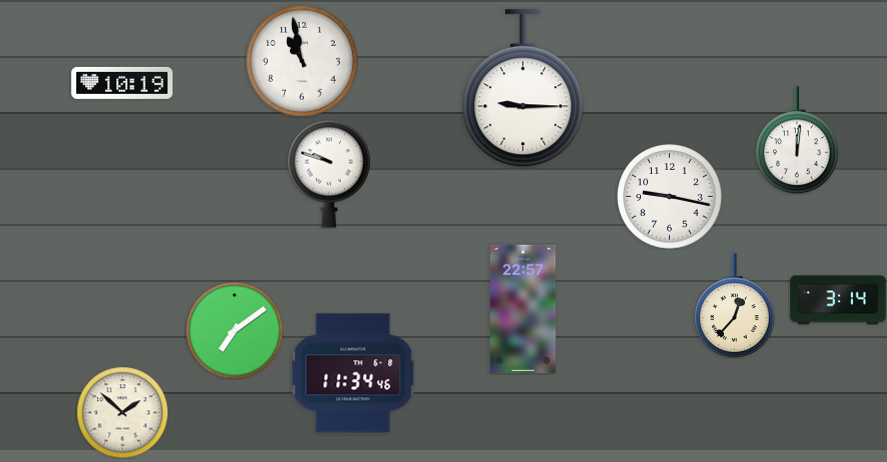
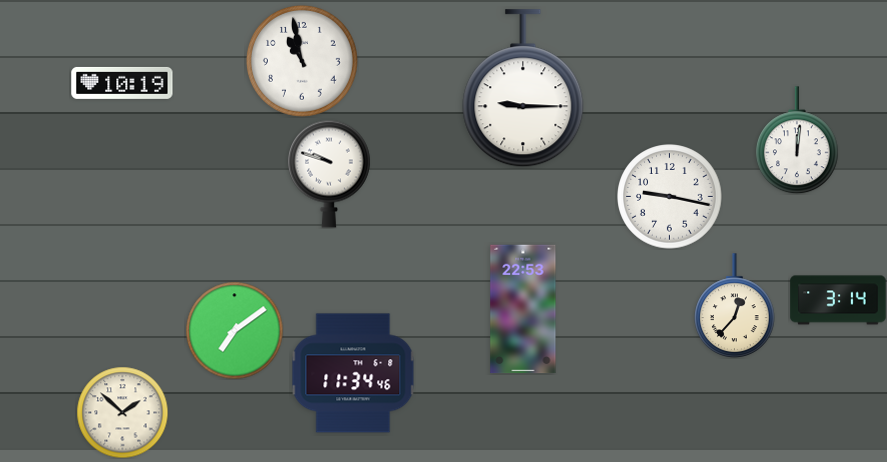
clock at (523, 309): 22:57 -> 22:53
